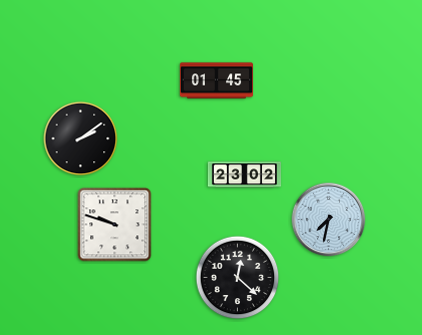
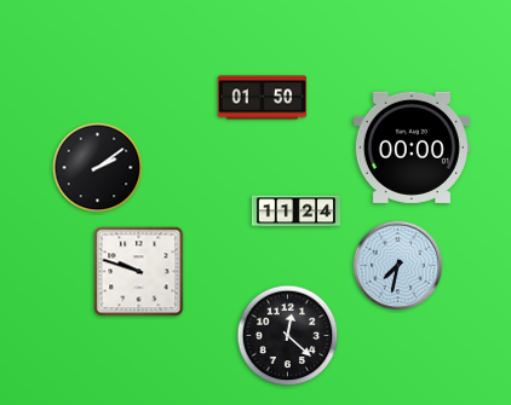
clock at (217, 81): 01:45 -> 01:50
clock at (412, 147): none -> 00:00
clock at (245, 175): 23:02 -> 11:24
